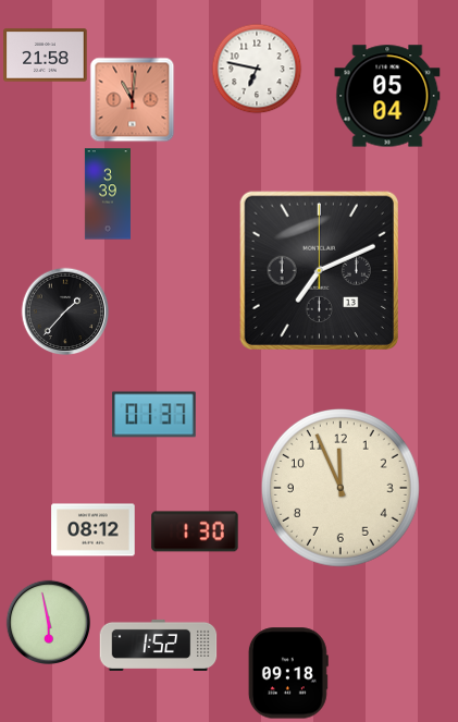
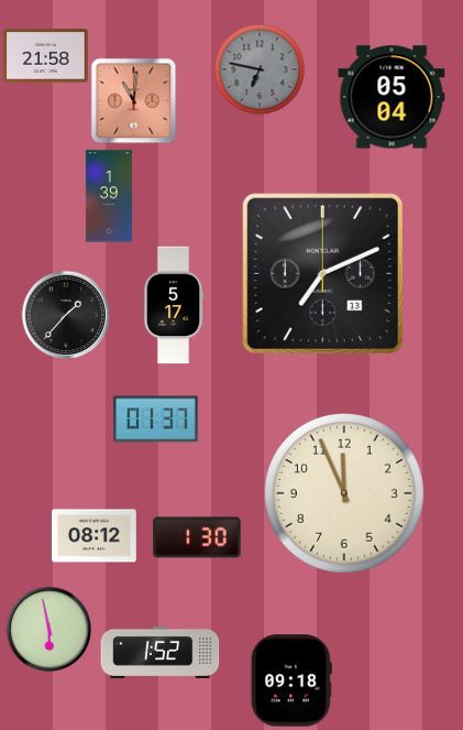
clock at (257, 69) dial: white -> grey
clock at (108, 194): 3:39 -> 1:39
clock at (174, 305): none -> 5:17
